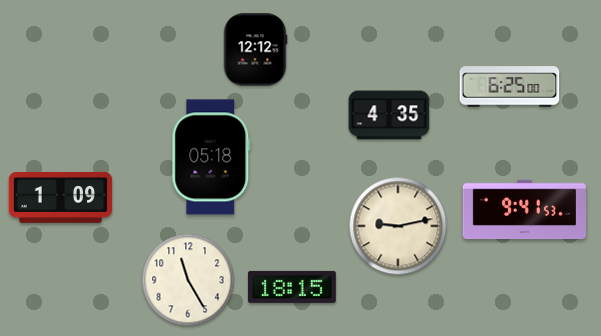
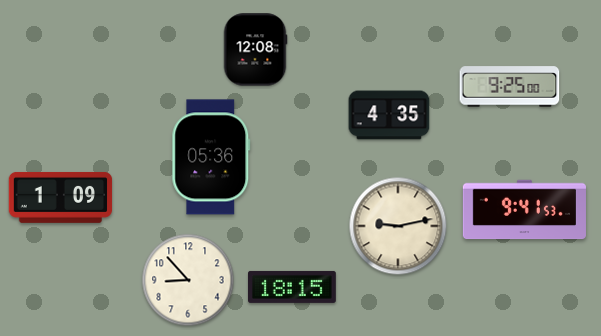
clock at (255, 50): 12:12 -> 12:08
clock at (510, 87): 6:25 -> 9:25
clock at (211, 157): 05:18 -> 05:36
clock at (188, 280): 11:25 -> 8:53
